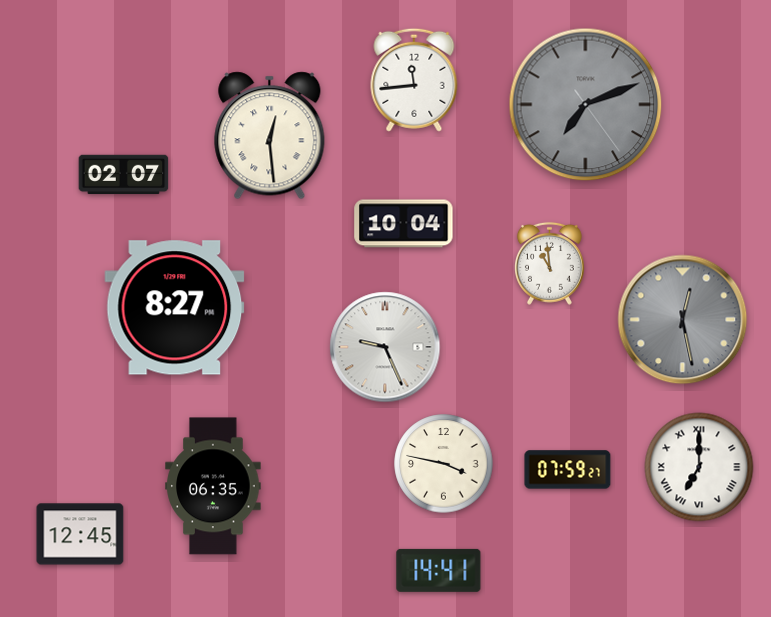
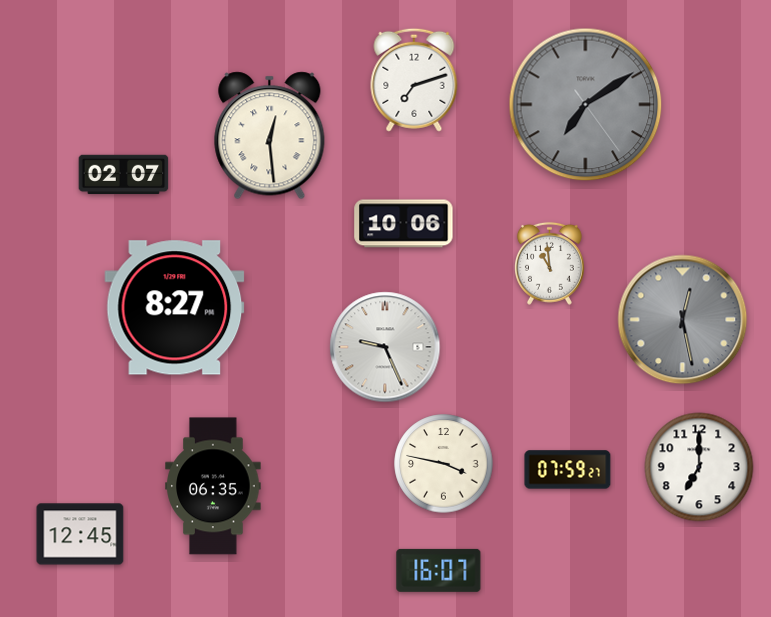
clock at (414, 80): 11:44 -> 7:12
clock at (586, 105): 7:11 -> 7:09
clock at (404, 224): 10:04 -> 10:06
clock at (699, 467) numerals: Roman -> Arabic
clock at (439, 570): 14:41 -> 16:07
